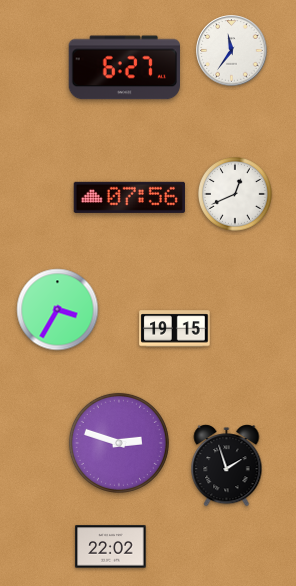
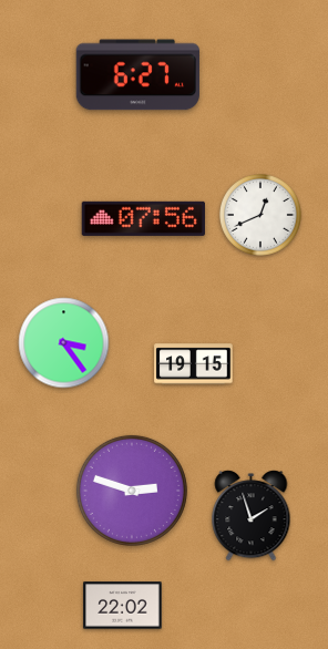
clock at (232, 51): 11:36 -> none
clock at (58, 310): 3:35 -> 3:24
